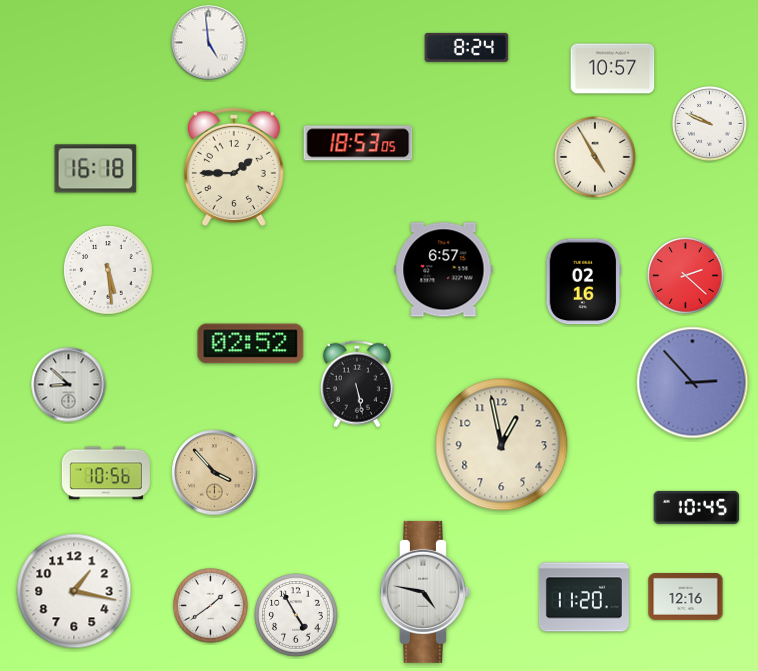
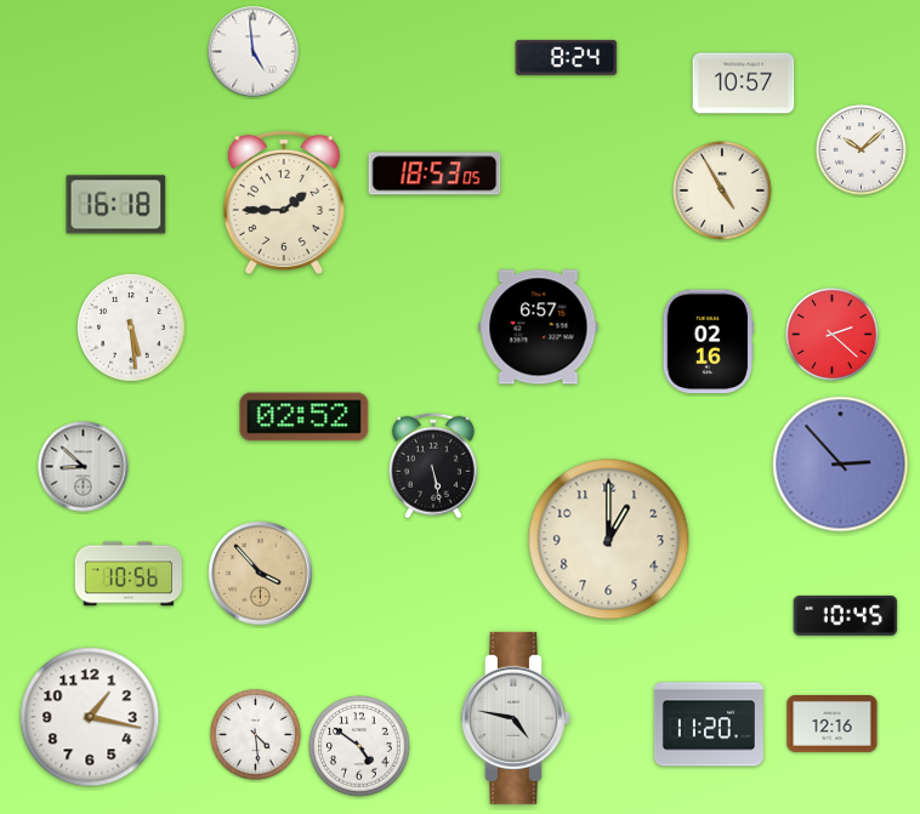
clock at (710, 124): 9:49 -> 10:08
clock at (502, 445): 12:58 -> 1:00
clock at (211, 606): 1:39 -> 4:29
clock at (296, 615): 4:55 -> 4:51
